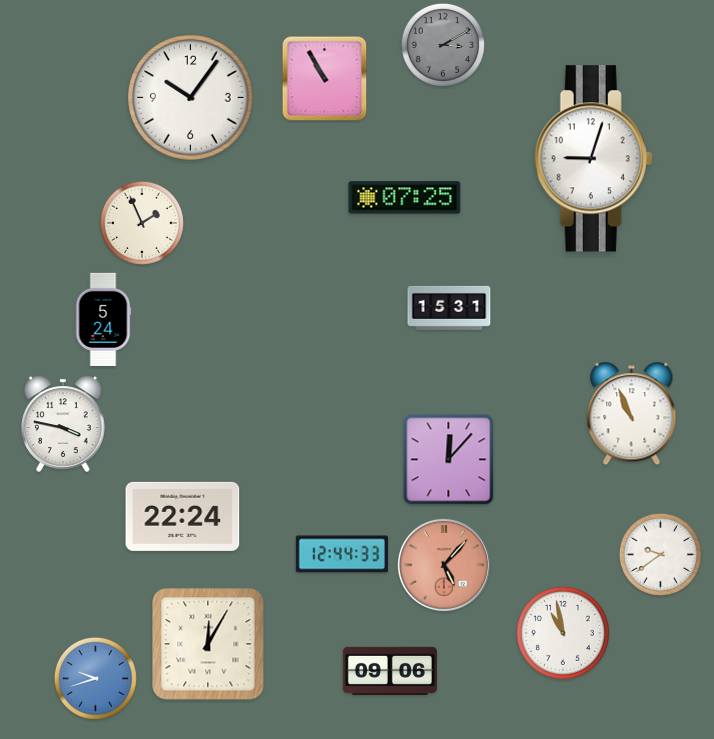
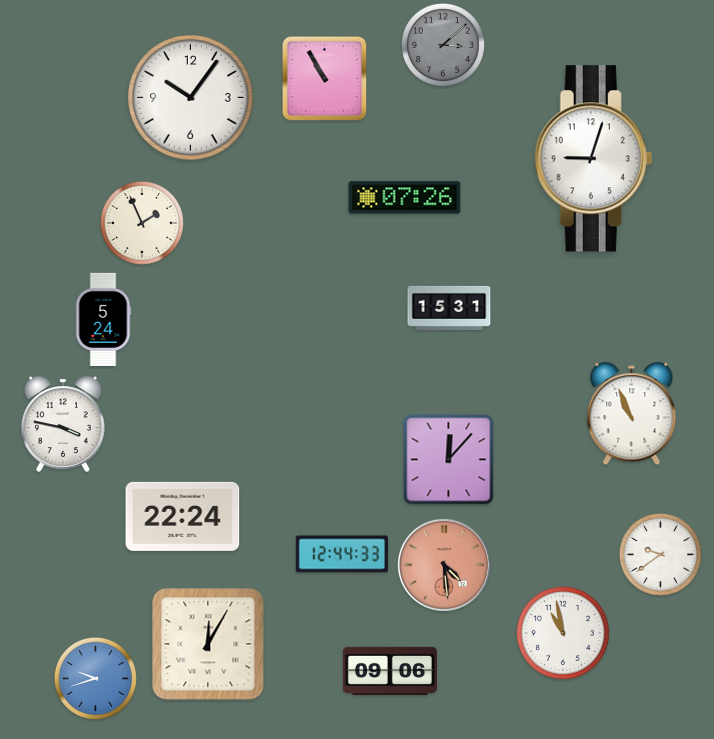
clock at (443, 45): 3:10 -> 3:08
clock at (405, 198): 07:25 -> 07:26
clock at (444, 565): 5:07 -> 4:29
